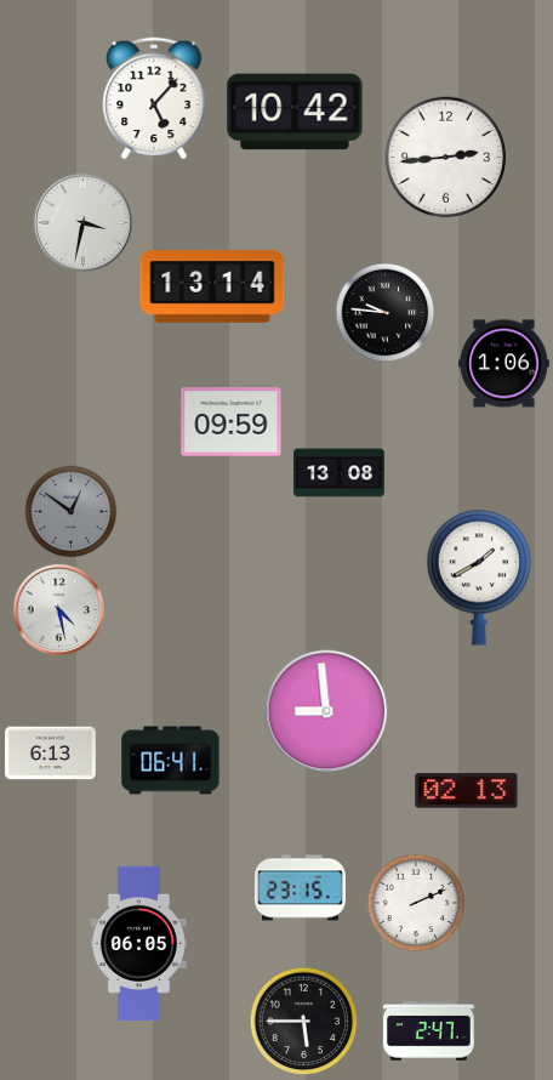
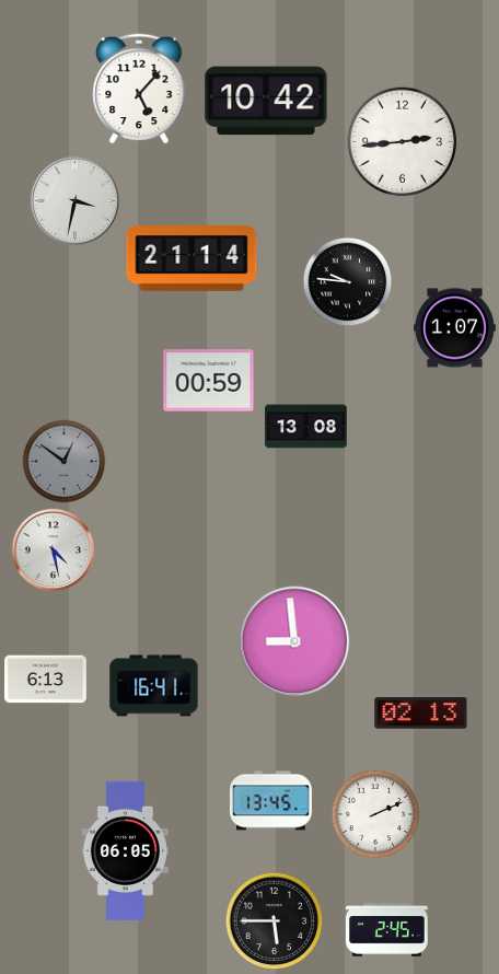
clock at (212, 286): 13:14 -> 21:14
clock at (504, 364): 1:06 -> 1:07
clock at (232, 422): 09:59 -> 00:59
clock at (479, 578): 1:40 -> none
clock at (171, 761): 06:41 -> 16:41
clock at (301, 888): 23:15 -> 13:45
clock at (429, 1031): 2:47 -> 2:45
